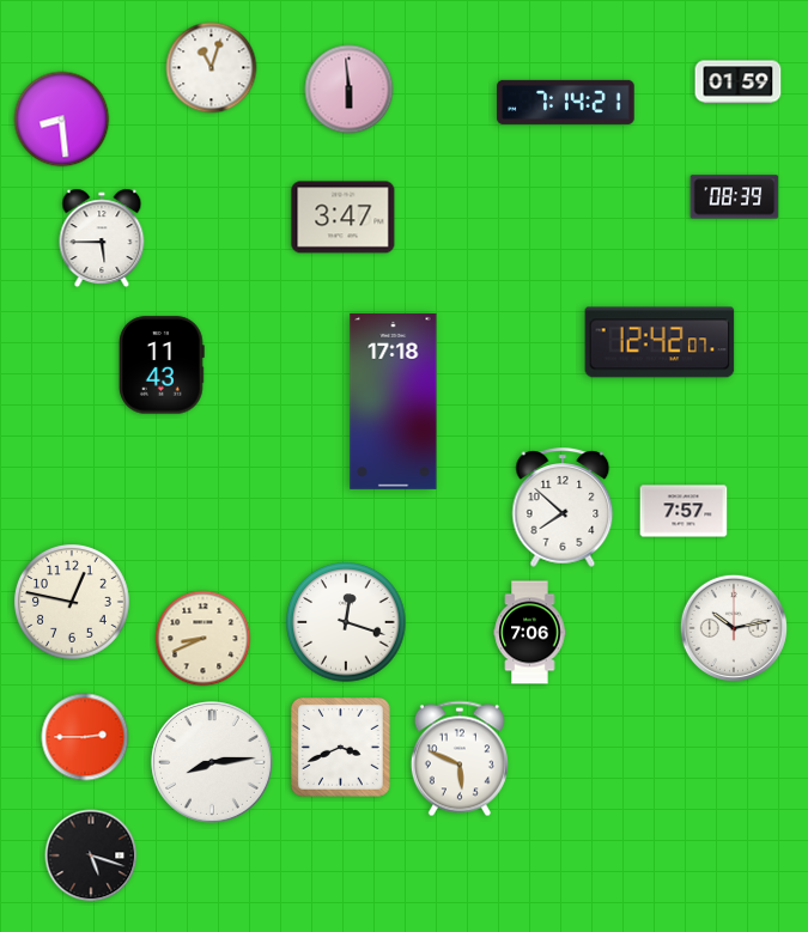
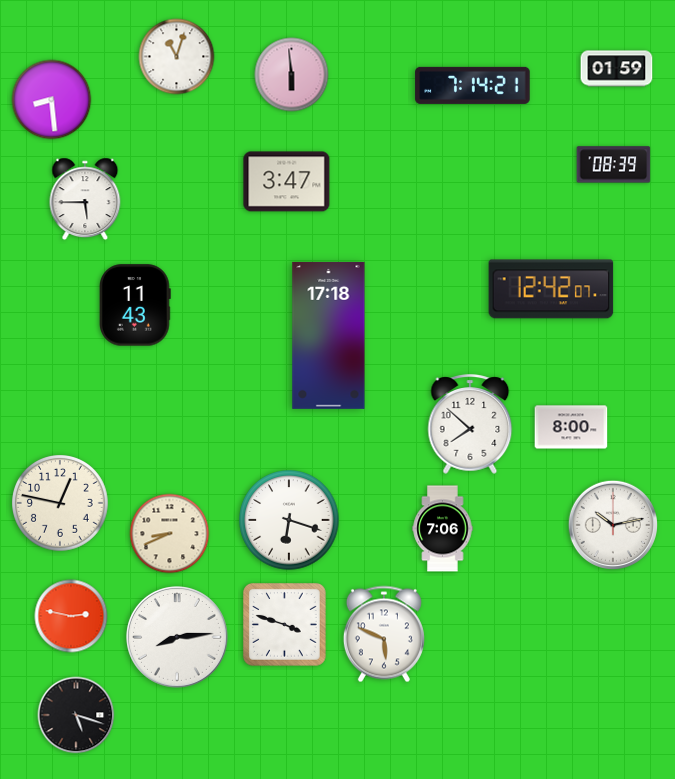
clock at (660, 342) position: (660, 342) -> (551, 289)
clock at (684, 511): 7:57 -> 8:00
clock at (346, 622): 12:18 -> 6:18
clock at (85, 737): 2:45 -> 2:47
clock at (341, 748): 3:41 -> 3:48
